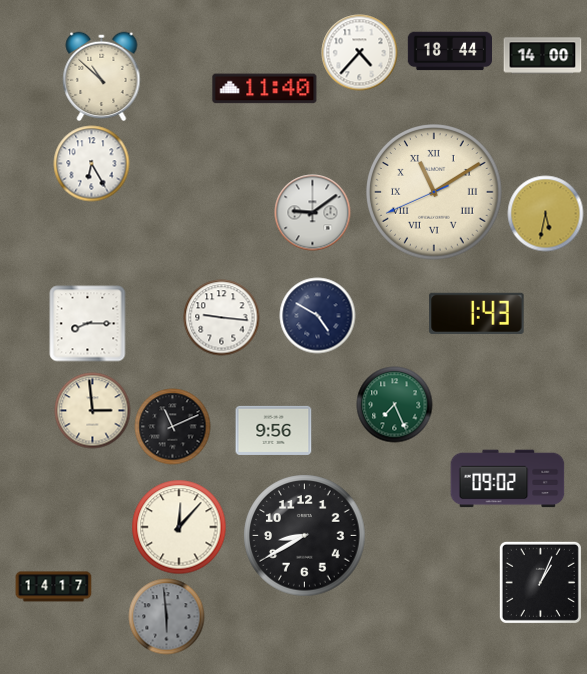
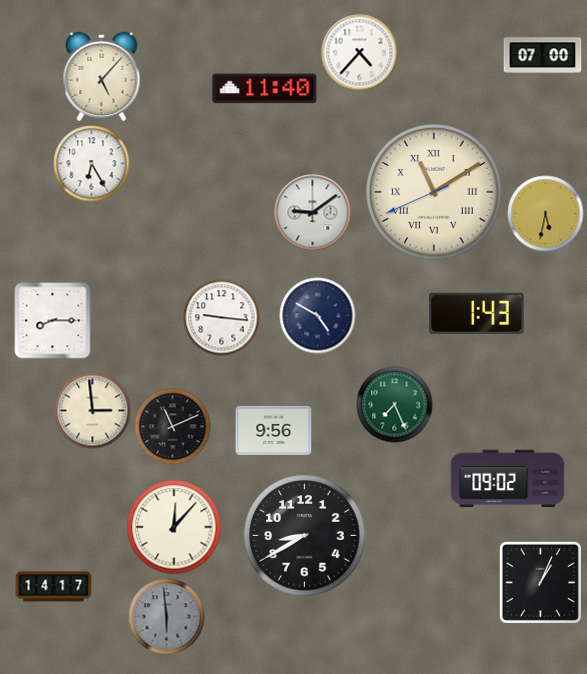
clock at (449, 51): 18:44 -> none
clock at (543, 56): 14:00 -> 07:00
clock at (102, 77): 10:52 -> 5:07
clock at (88, 324) position: (88, 324) -> (53, 321)
clock at (179, 527) position: (179, 527) -> (174, 527)
